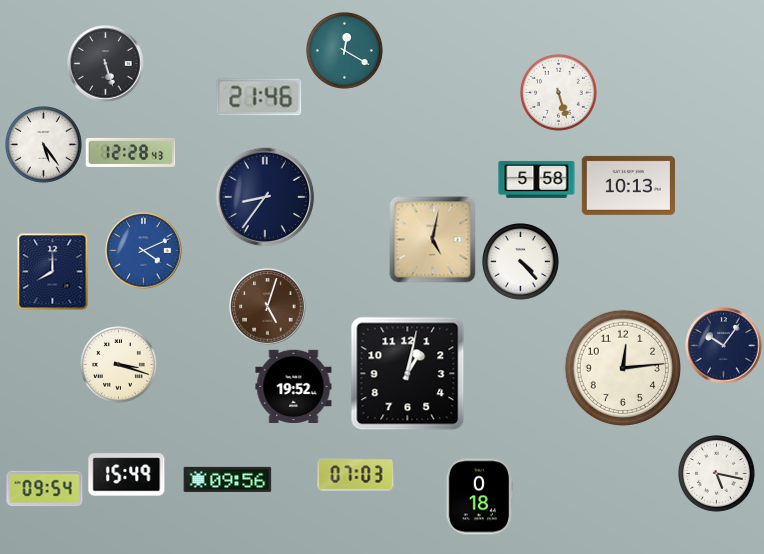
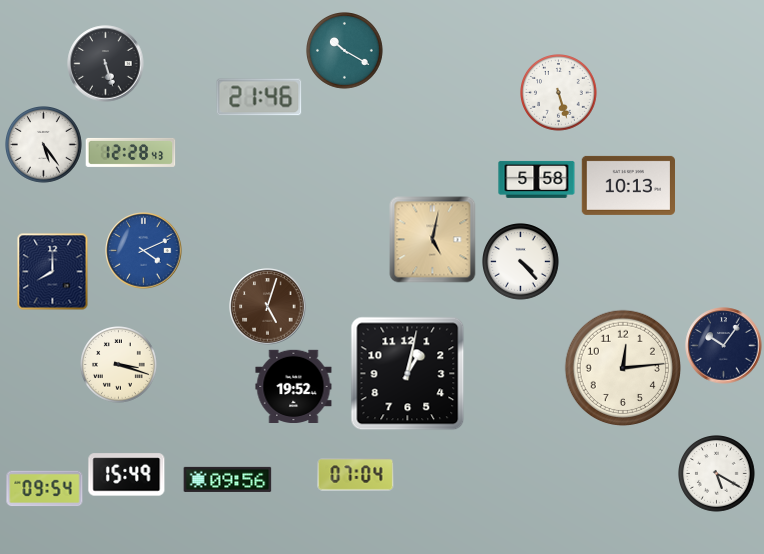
clock at (345, 51): 12:20 -> 10:20
clock at (265, 197): 8:36 -> none
clock at (717, 474): 5:17 -> 5:20
clock at (356, 475): 07:03 -> 07:04
clock at (479, 497): 0:18 -> none
